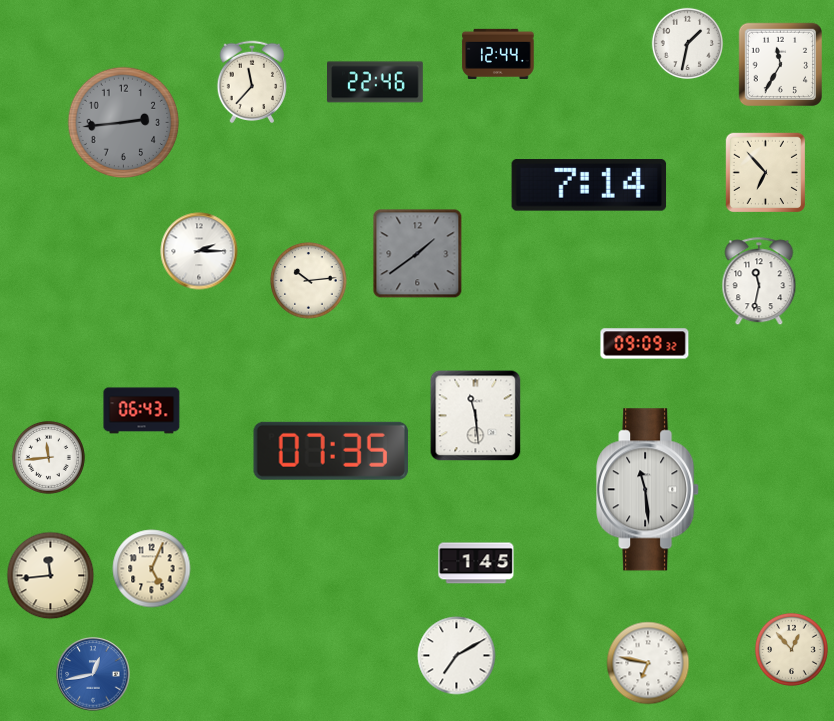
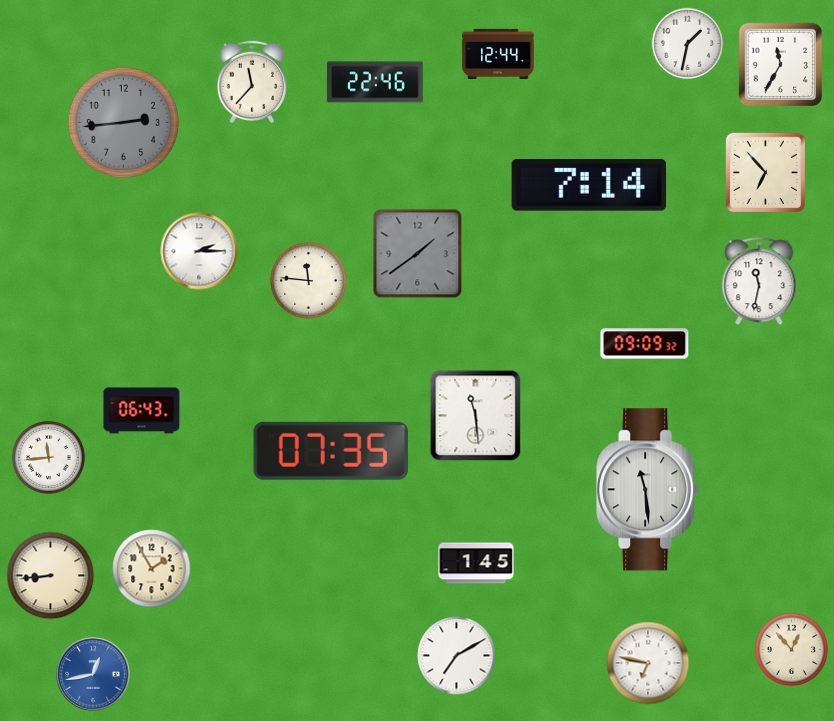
clock at (309, 281): 10:14 -> 11:46
clock at (152, 569): 5:04 -> 1:55
clock at (51, 576): 11:44 -> 8:44
